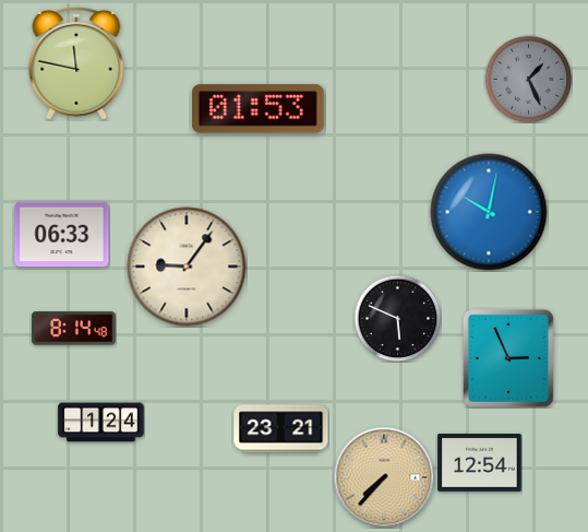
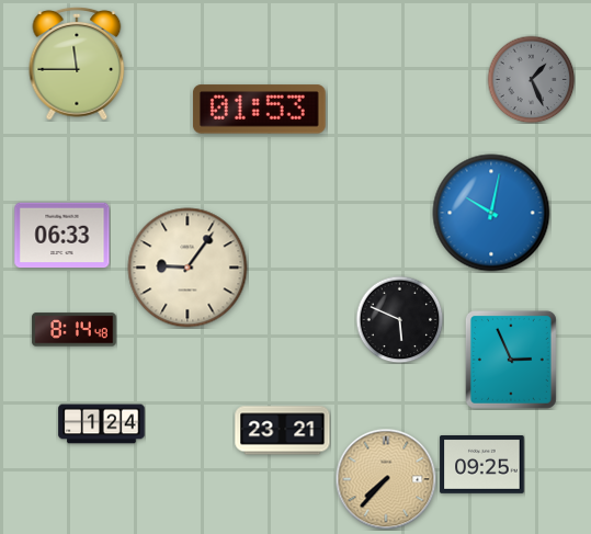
clock at (76, 63): 11:47 -> 11:45
clock at (480, 463): 12:54 -> 09:25
